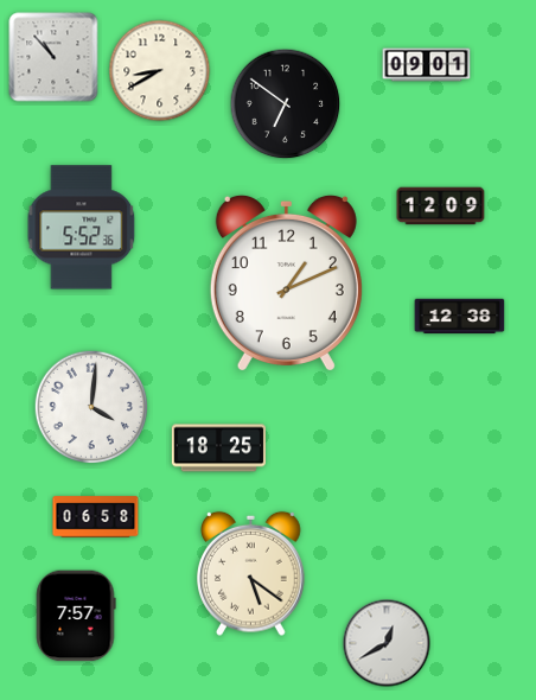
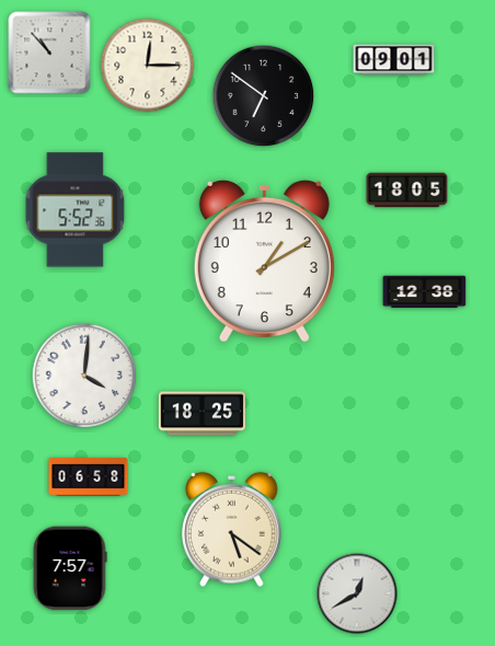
clock at (160, 71): 8:40 -> 12:15
clock at (441, 206): 12:09 -> 18:05
clock at (286, 282): 1:11 -> 1:10
